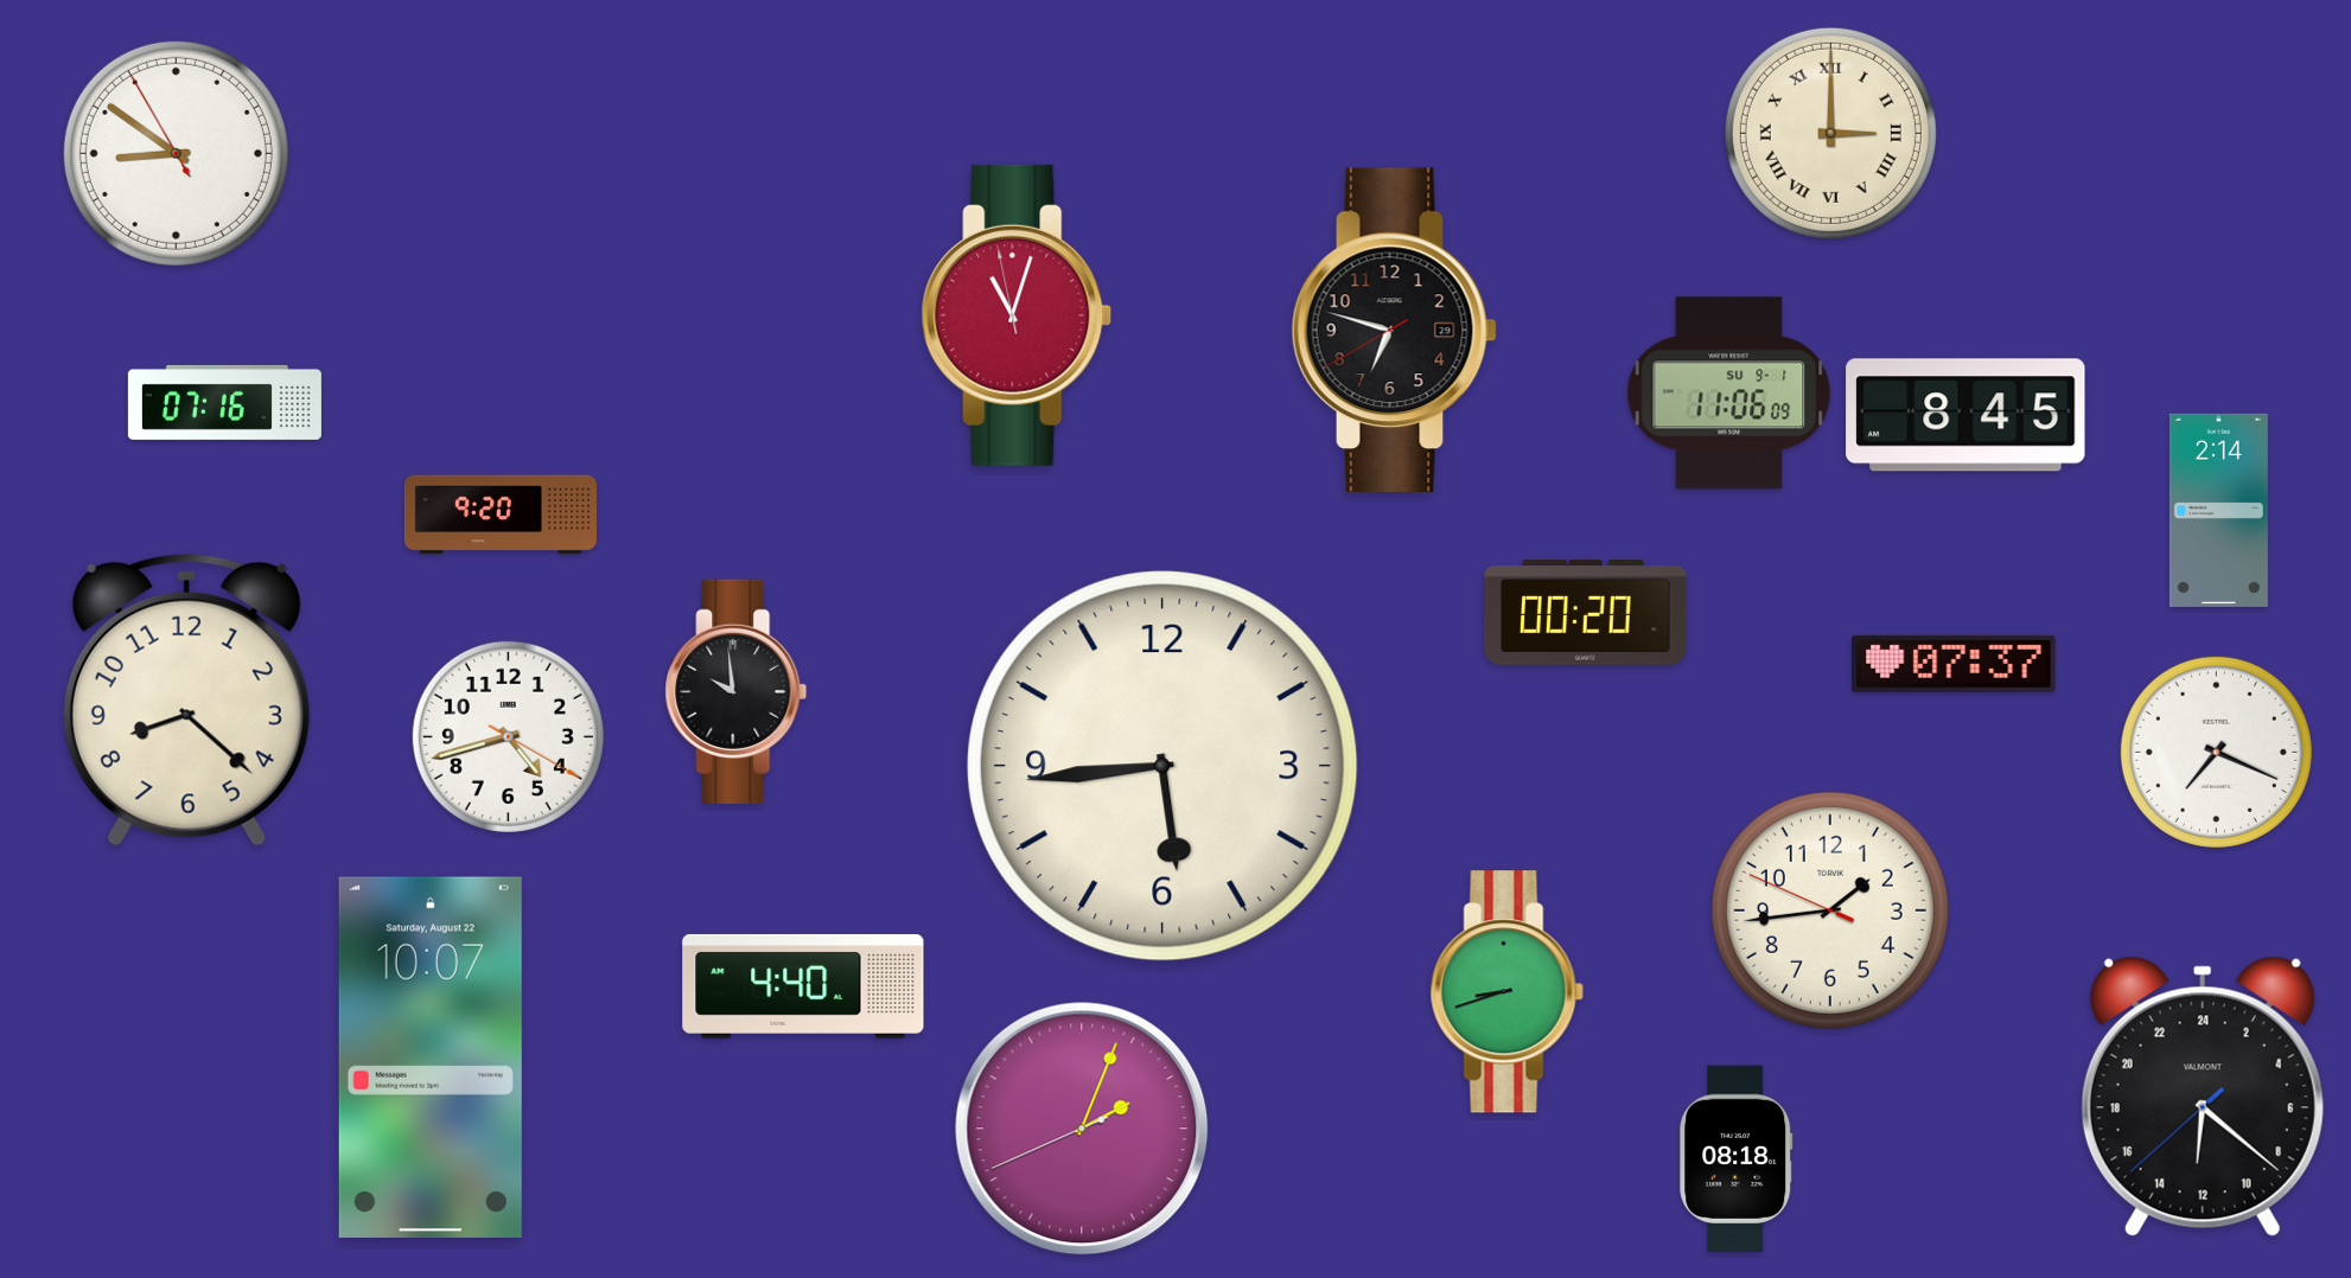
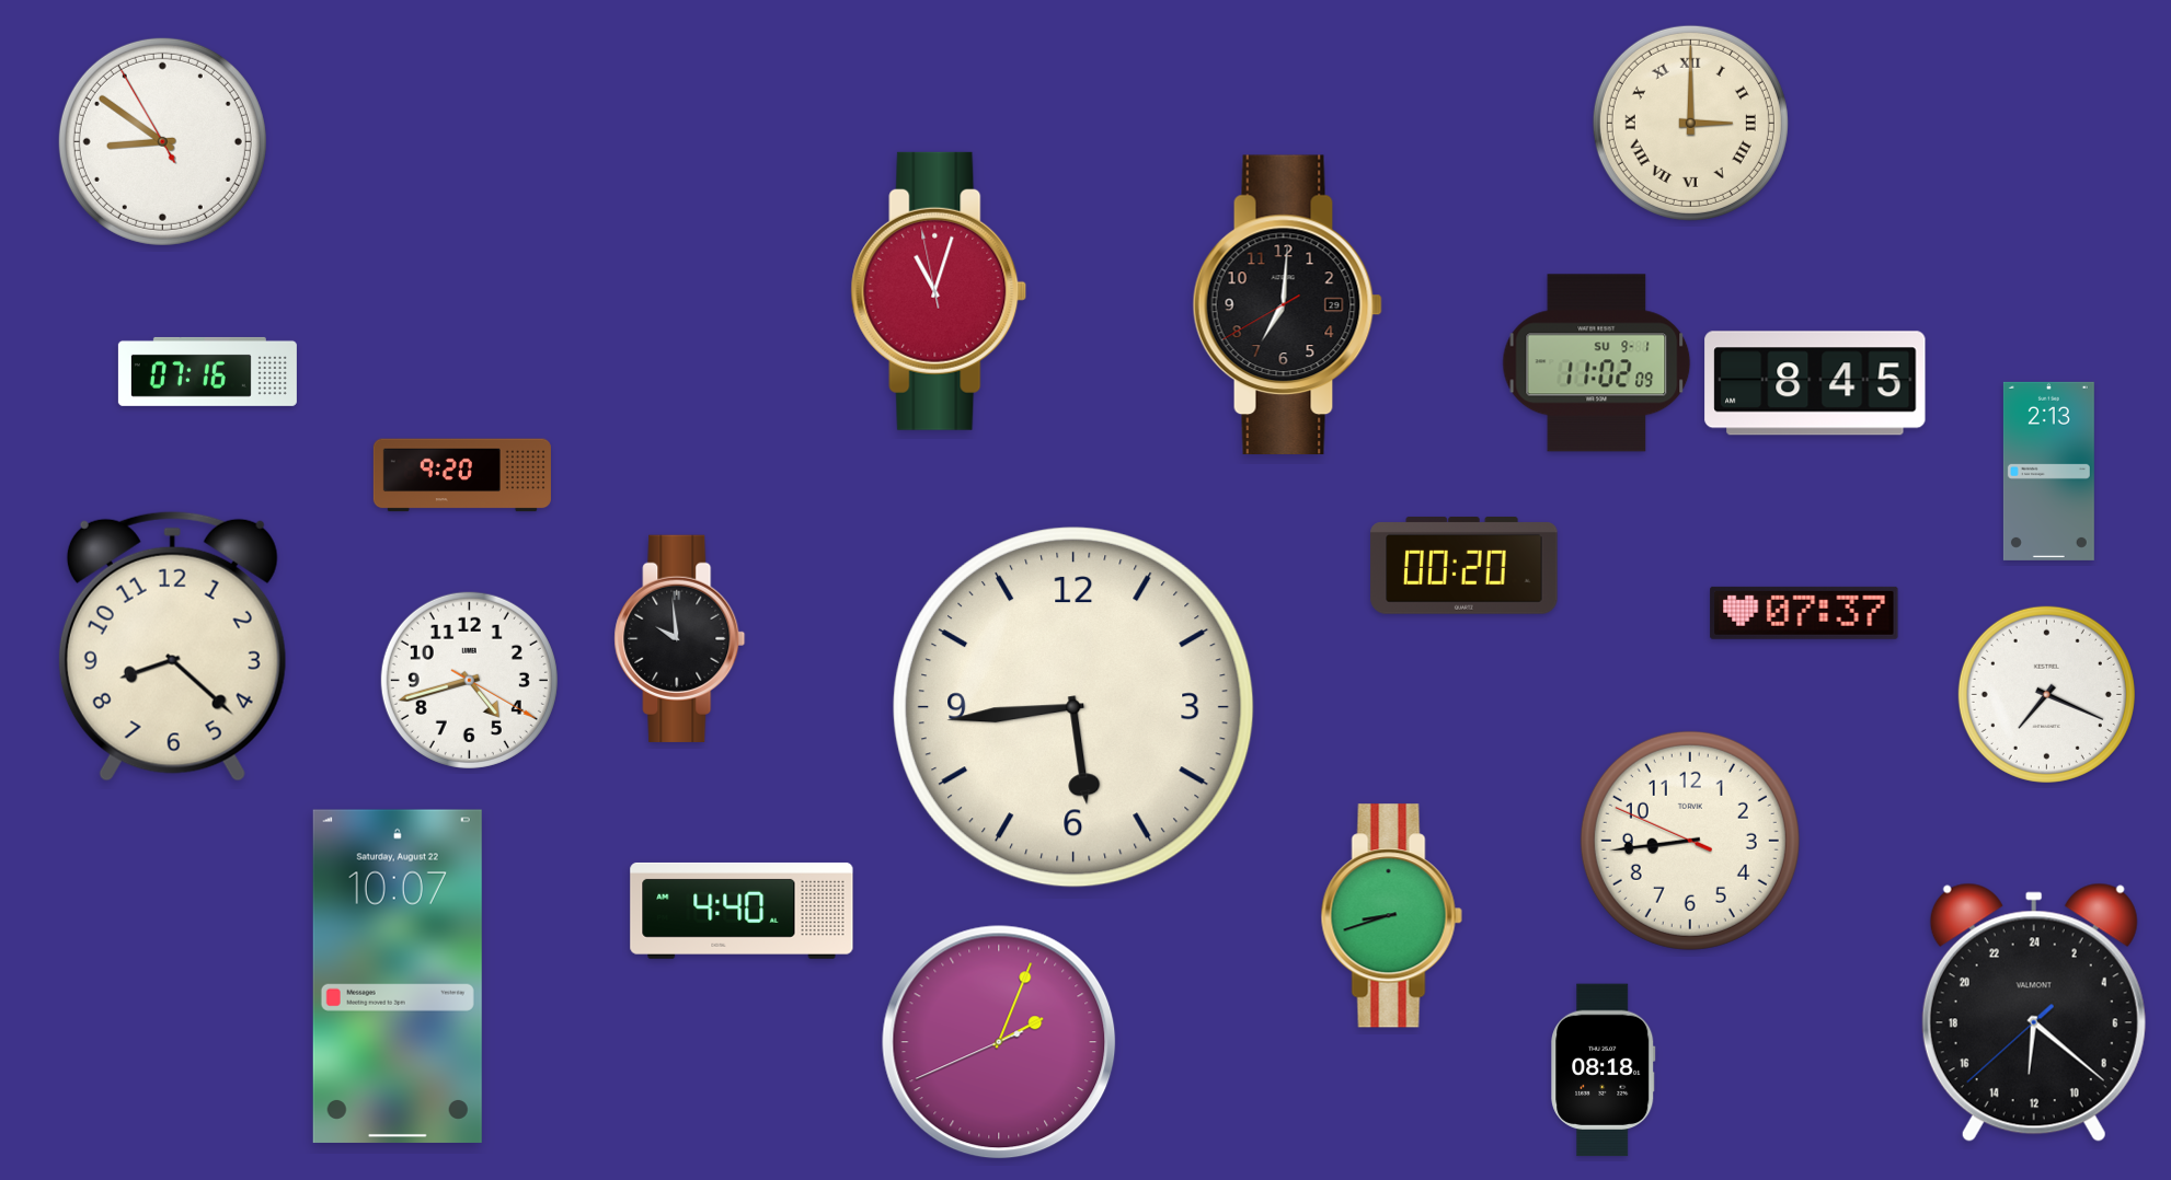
clock at (1394, 330): 6:47 -> 7:00
clock at (1729, 394): 11:06 -> 11:02
clock at (2218, 510): 2:14 -> 2:13
clock at (1830, 910): 1:43 -> 8:43
